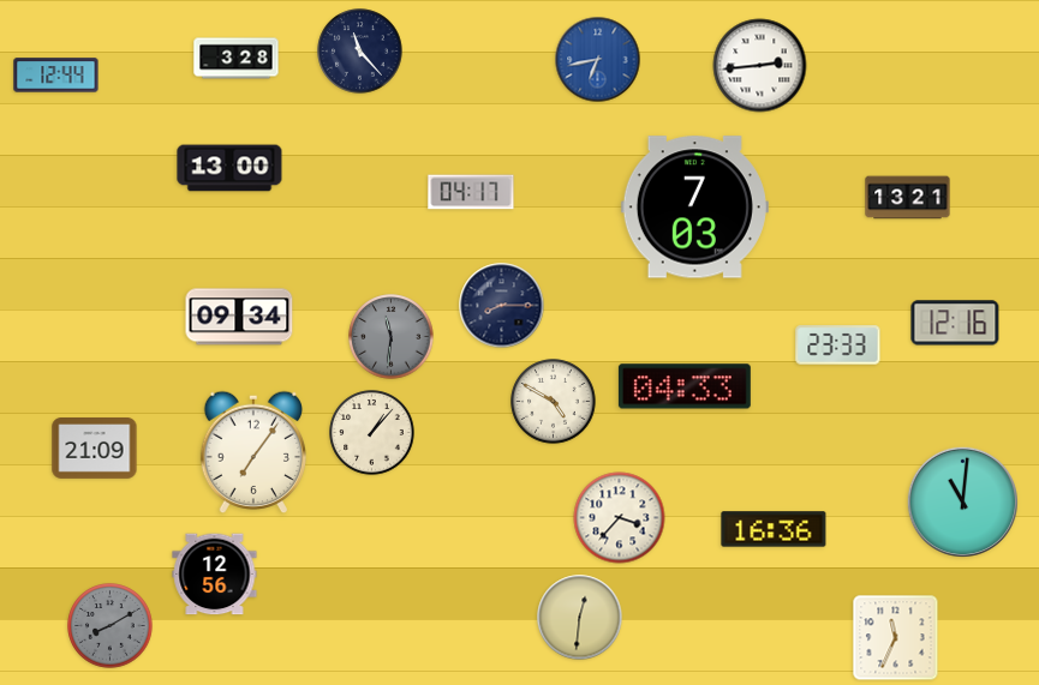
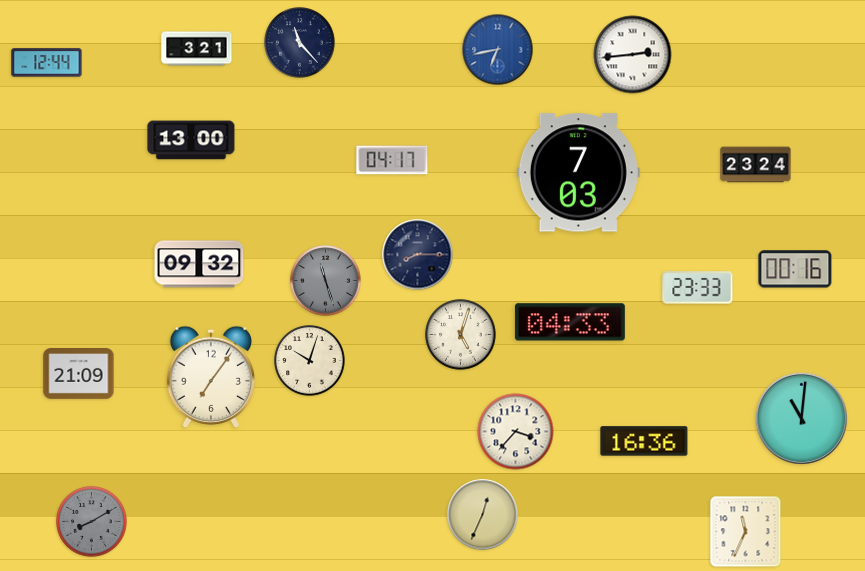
clock at (237, 59): 3:28 -> 3:21
clock at (908, 198): 13:21 -> 23:24
clock at (239, 317): 09:34 -> 09:32
clock at (955, 323): 12:16 -> 00:16
clock at (392, 337): 11:31 -> 11:27
clock at (554, 402): 4:50 -> 5:03
clock at (372, 433): 1:07 -> 10:03
clock at (215, 575): 12:56 -> none
clock at (580, 618): 12:31 -> 12:34
